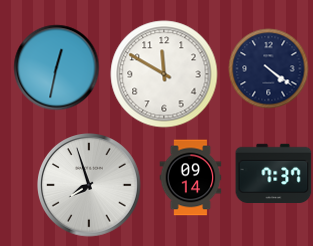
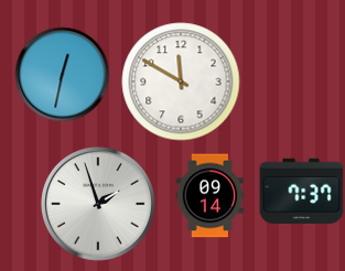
clock at (269, 69): 4:21 -> none
clock at (90, 186): 7:57 -> 1:57
